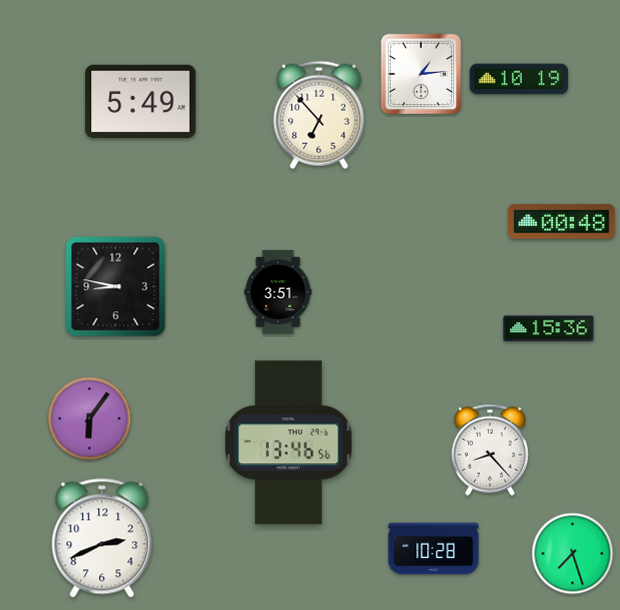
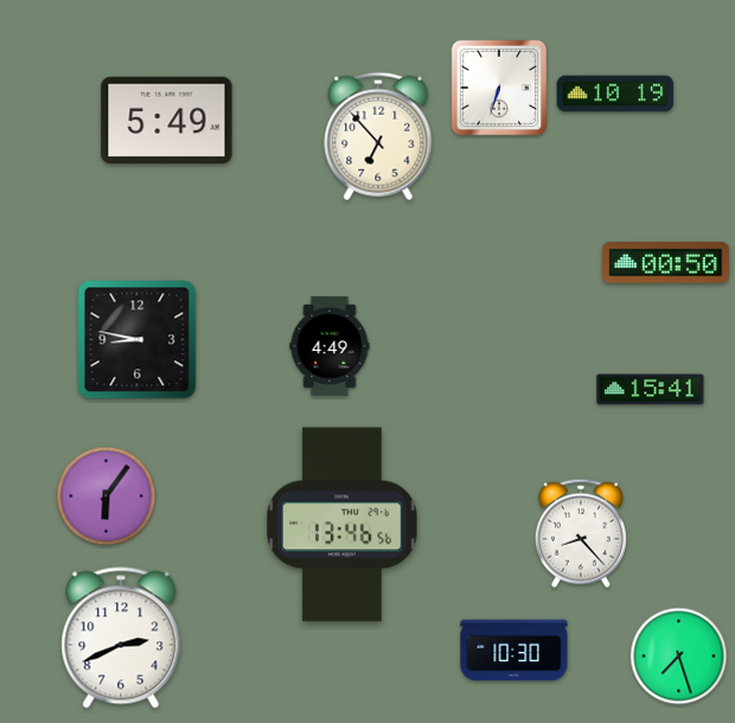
clock at (421, 74): 1:14 -> 6:33
clock at (562, 222): 00:48 -> 00:50
clock at (278, 292): 3:51 -> 4:49
clock at (549, 329): 15:36 -> 15:41
clock at (434, 549): 10:28 -> 10:30
